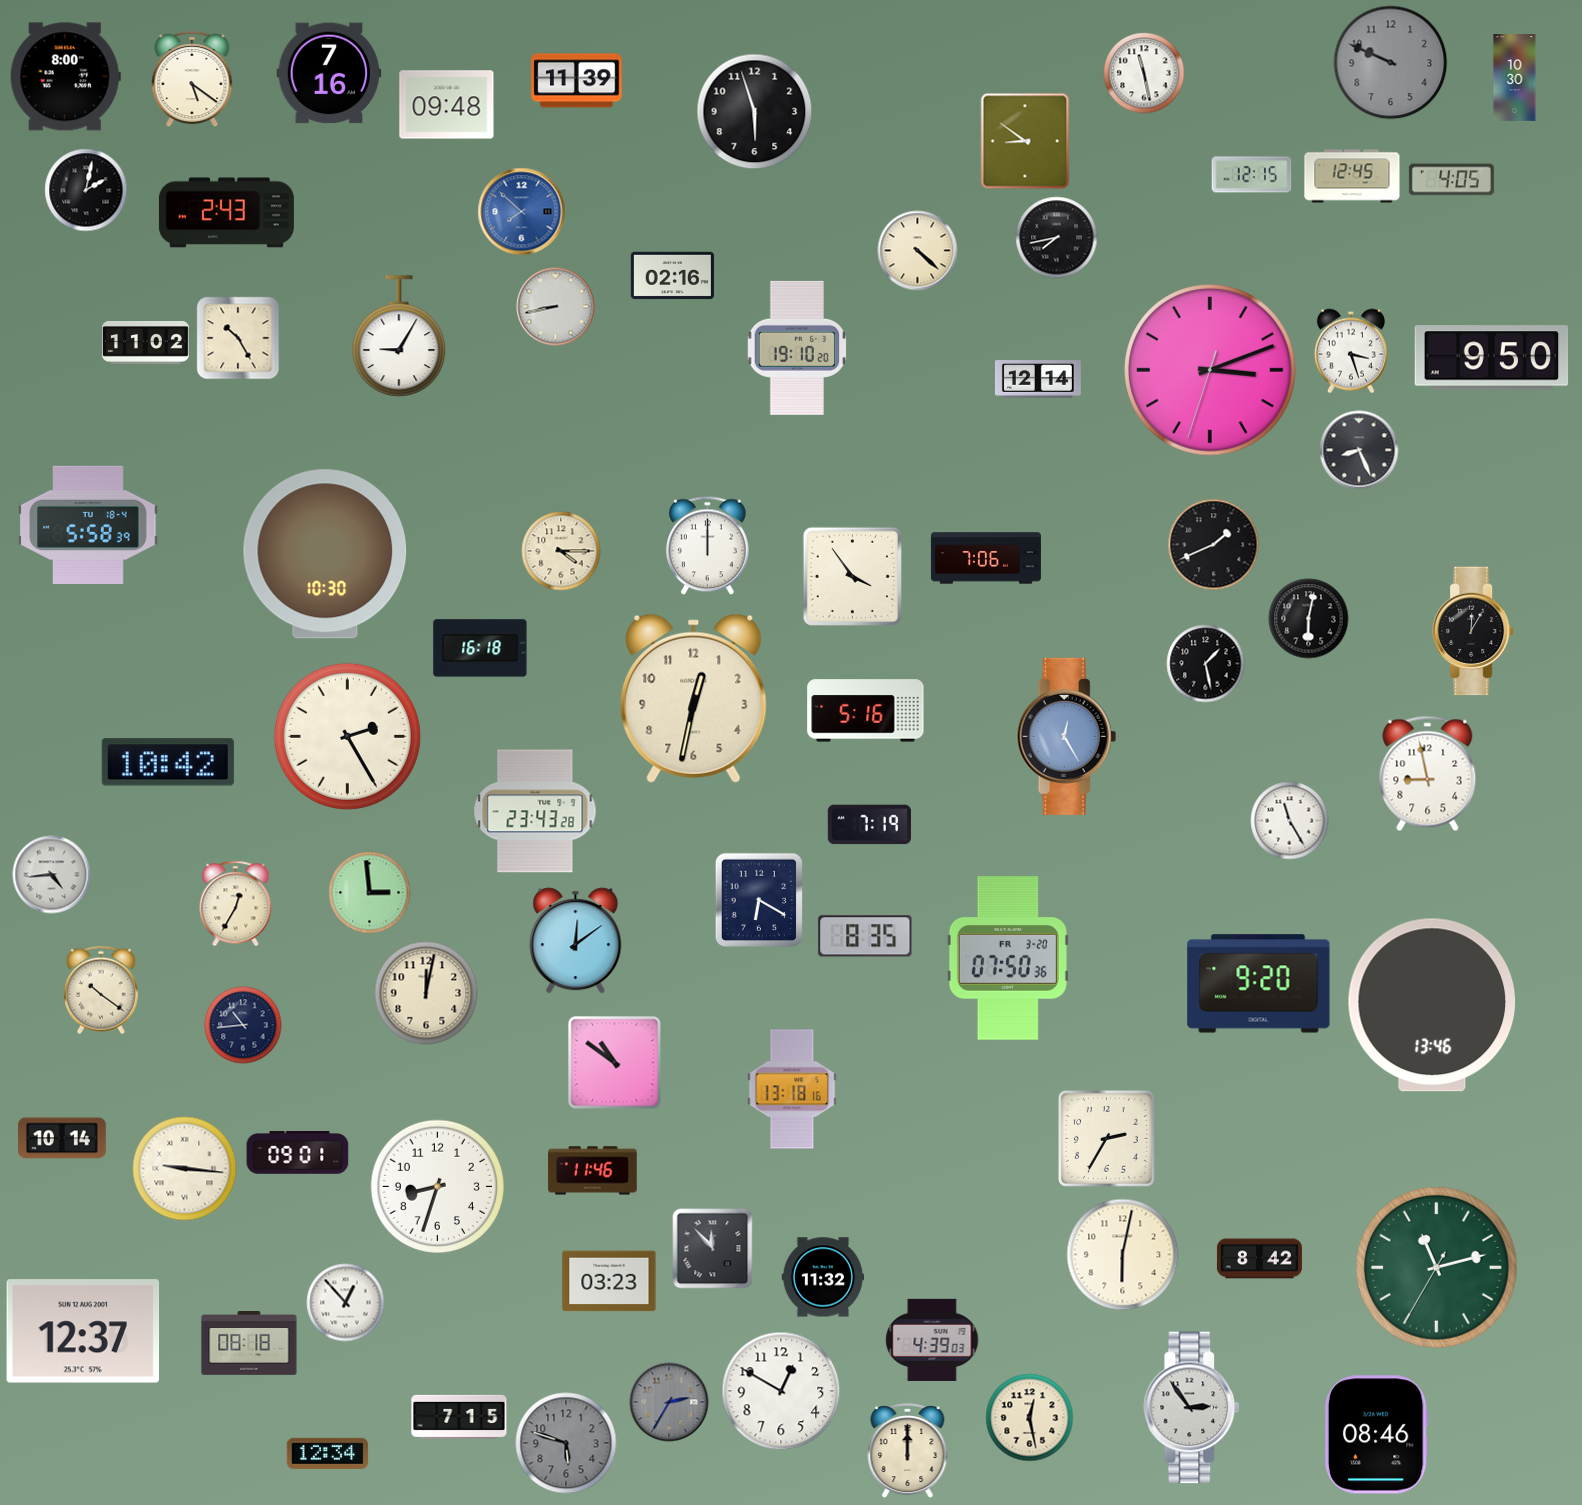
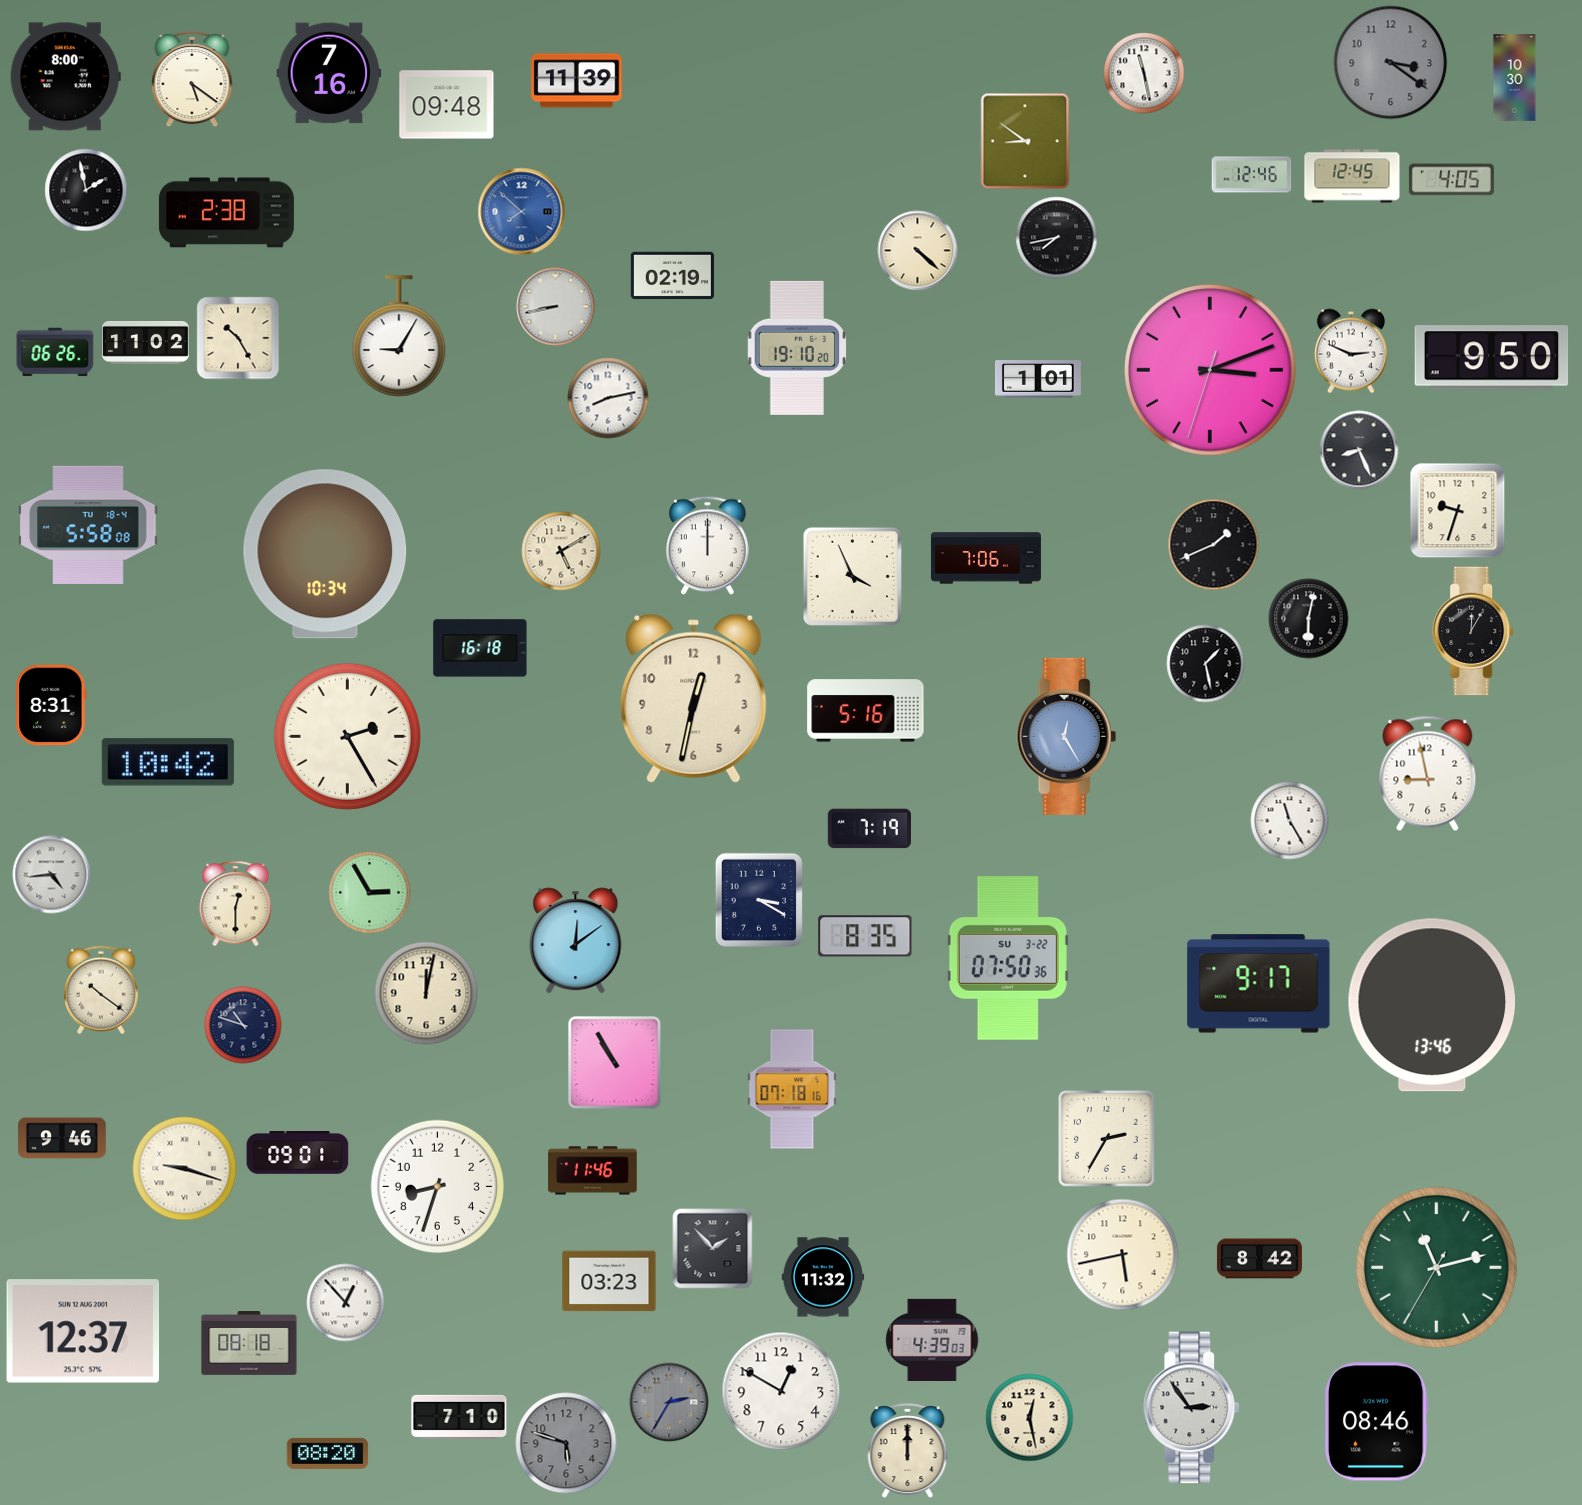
clock at (1391, 63): 9:49 -> 3:21
clock at (755, 112): 5:57 -> none
clock at (1252, 175): 12:15 -> 12:46
clock at (86, 190): 2:02 -> 1:58
clock at (226, 213): 2:43 -> 2:38
clock at (672, 276): 02:16 -> 02:19
clock at (1351, 351): 3:27 -> 2:49
clock at (55, 352): none -> 06:26
clock at (1038, 379): 12:14 -> 1:01
clock at (608, 398): none -> 8:13
clock at (1458, 511): none -> 9:33
clock at (88, 525): 5:58:39 -> 5:58:08
clock at (561, 551): 4:15 -> 5:10
clock at (325, 554): 10:30 -> 10:34
clock at (852, 576): 3:54 -> 3:56
clock at (51, 705): none -> 8:31
clock at (535, 811): 23:43 -> none
clock at (869, 825) position: (869, 825) -> (869, 829)
clock at (370, 893): 2:59 -> 2:55
clock at (758, 900): 6:20 -> 3:20
clock at (236, 904): 12:35 -> 12:30
clock at (1008, 958) date: FR 3-20 -> SU 3-22
clock at (1259, 984): 9:20 -> 9:17
clock at (243, 1025): 10:44 -> 10:48
clock at (615, 1063): 10:51 -> 10:55
clock at (792, 1089): 13:18 -> 07:18
clock at (62, 1138): 10:14 -> 9:46
clock at (185, 1169): 9:16 -> 9:18
clock at (713, 1249): 11:53 -> 1:53
clock at (1123, 1255): 6:02 -> 5:43
clock at (459, 1417): 7:15 -> 7:10
clock at (1376, 1435) position: (1376, 1435) -> (1376, 1422)
clock at (328, 1453): 12:34 -> 08:20
